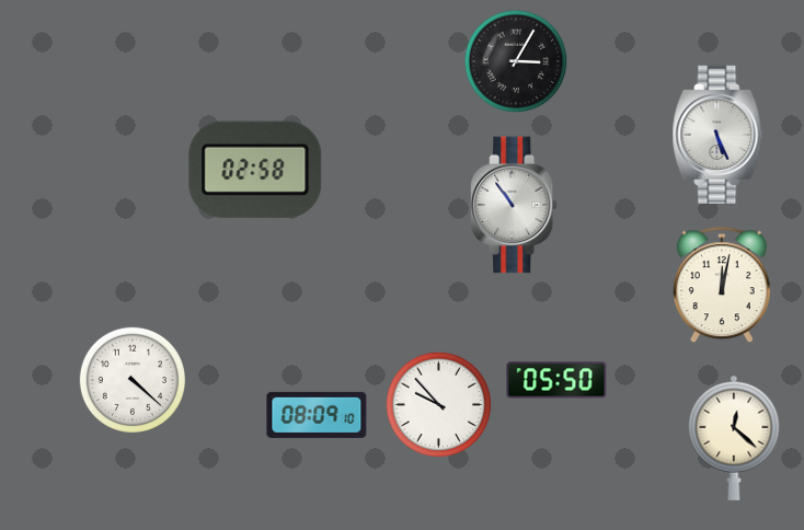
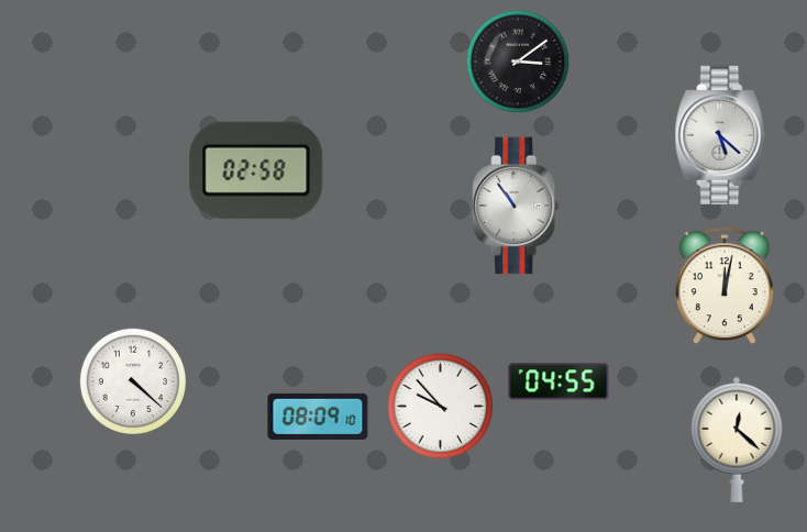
clock at (516, 61): 3:05 -> 3:09
clock at (717, 134): 5:26 -> 5:22
clock at (556, 380): 05:50 -> 04:55
